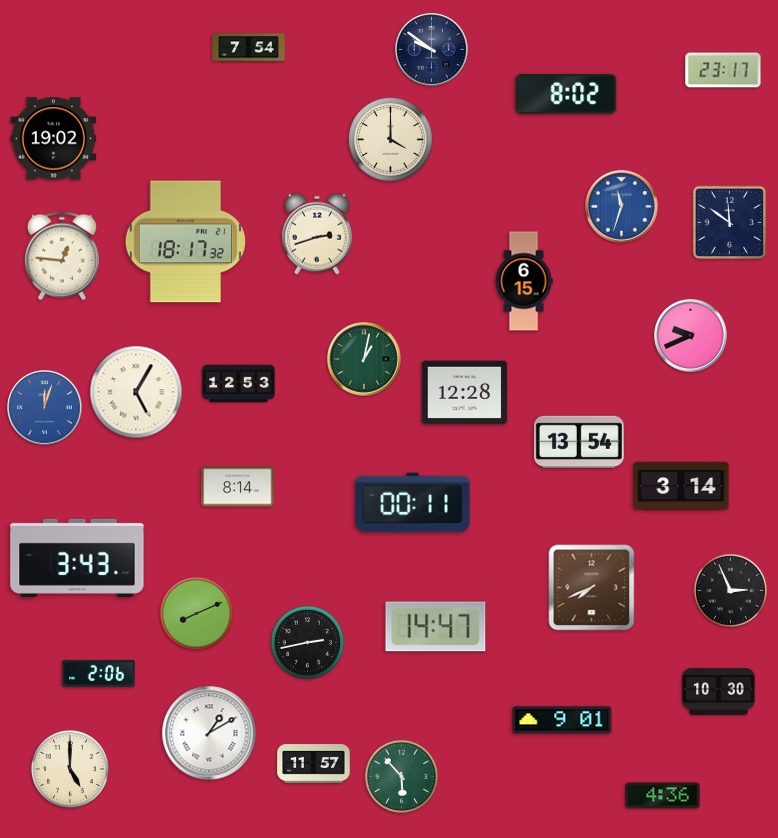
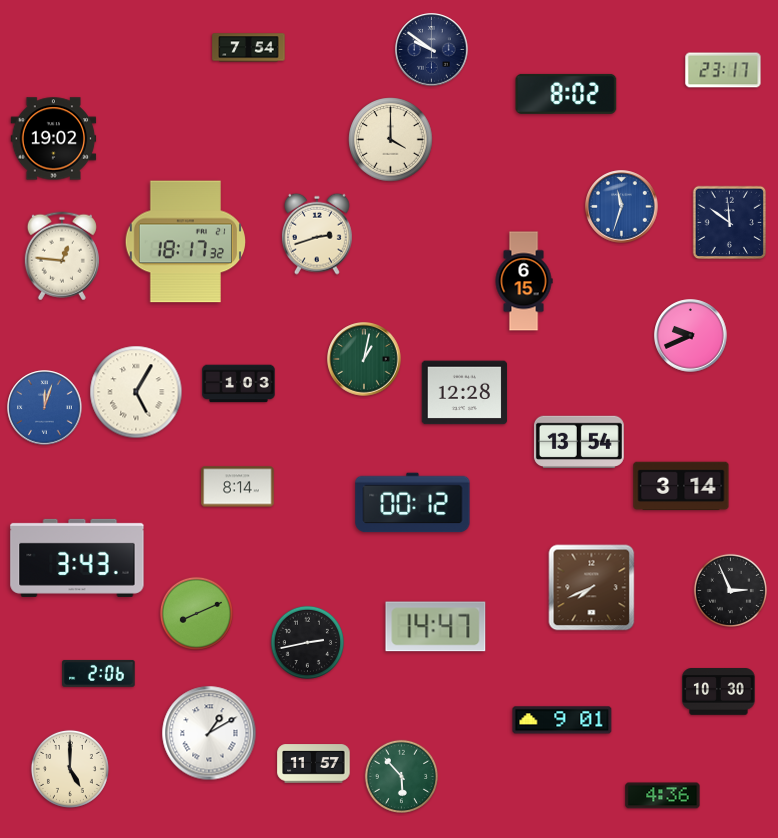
clock at (239, 384): 12:53 -> 1:03
clock at (413, 503): 00:11 -> 00:12
